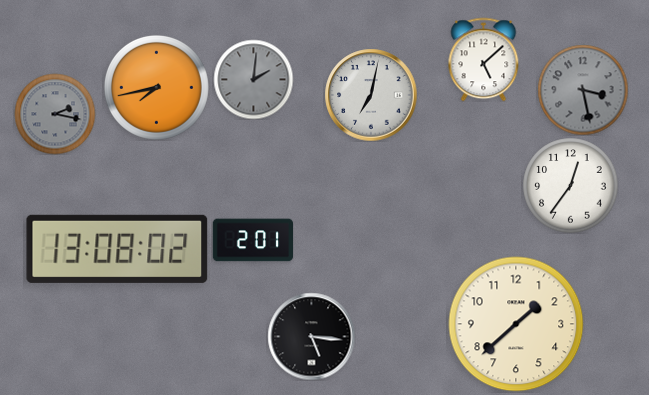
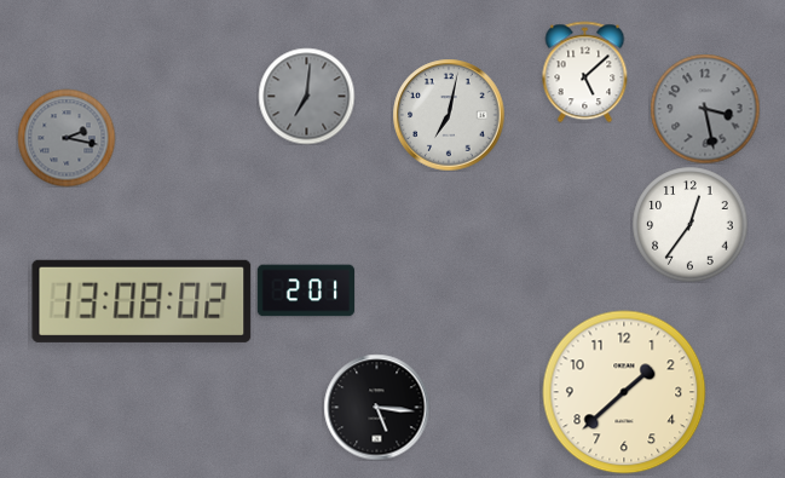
clock at (253, 79): 2:01 -> 7:01
clock at (156, 87): 7:43 -> none
